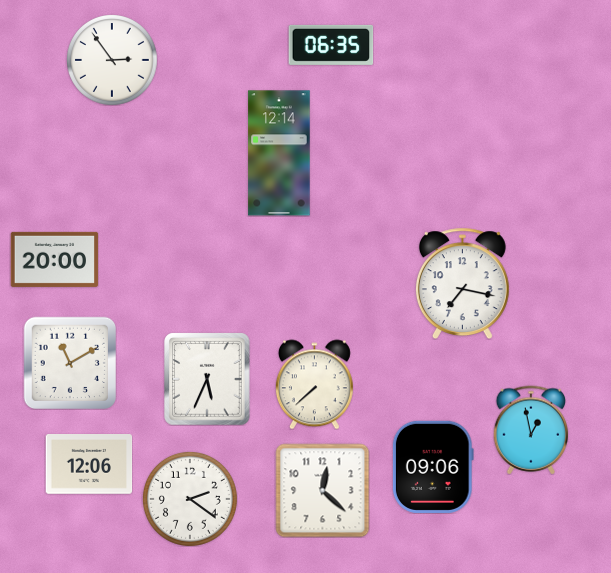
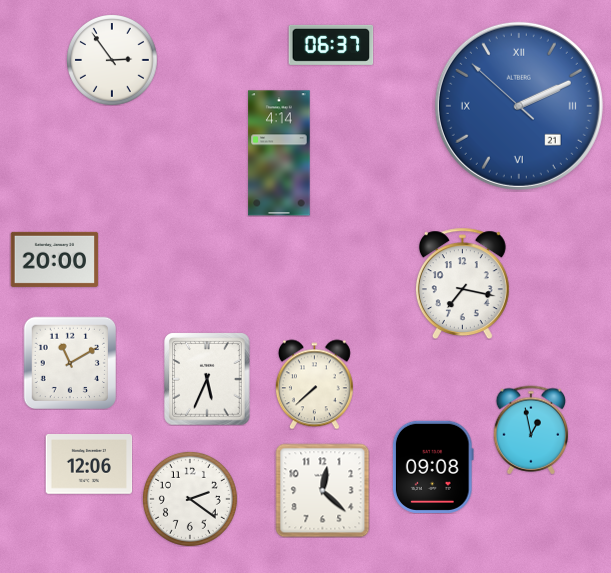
clock at (331, 45): 06:35 -> 06:37
clock at (519, 106): none -> 2:10
clock at (279, 153): 12:14 -> 4:14
clock at (433, 467): 09:06 -> 09:08
